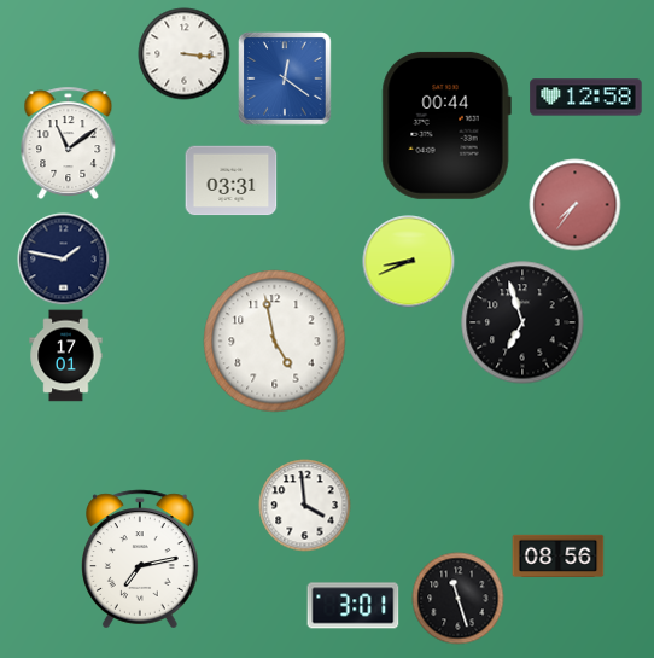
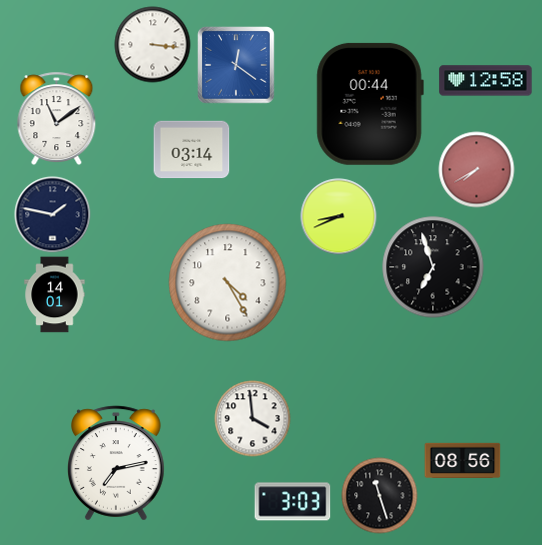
clock at (232, 181): 03:31 -> 03:14
clock at (576, 205): 7:36 -> 7:40
clock at (275, 342): 4:58 -> 4:25
clock at (66, 356): 17:01 -> 14:01
clock at (354, 606): 3:01 -> 3:03
